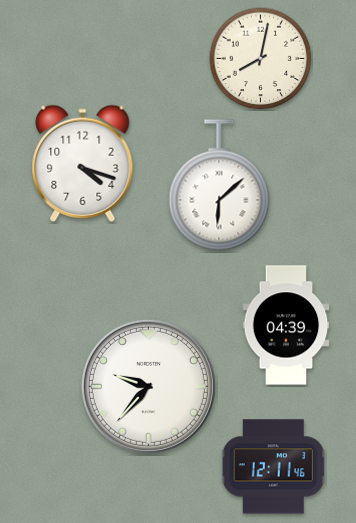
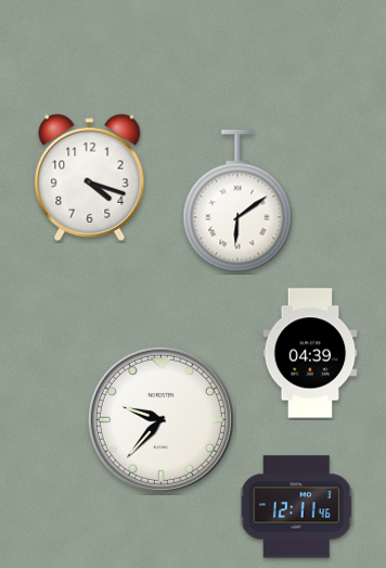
clock at (261, 59): 8:02 -> none
clock at (219, 185): 6:08 -> 6:09
